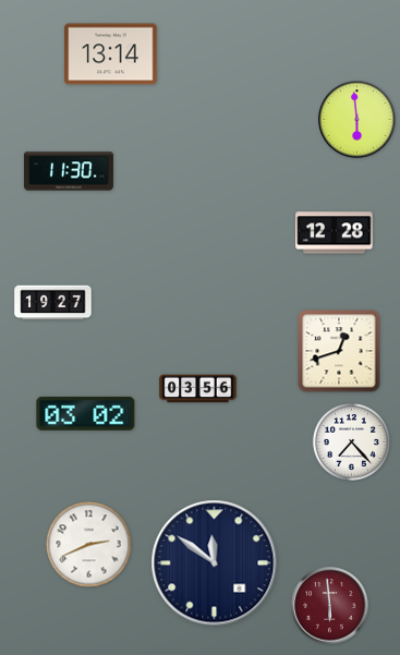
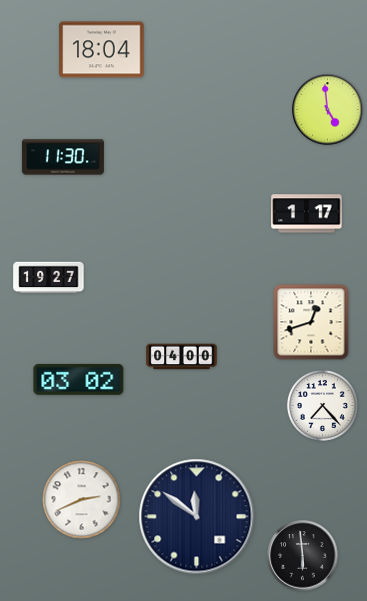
clock at (111, 54): 13:14 -> 18:04
clock at (357, 120): 5:59 -> 4:59
clock at (335, 233): 12:28 -> 1:17
clock at (198, 389): 03:56 -> 04:00
clock at (330, 606) dial: burgundy -> black
